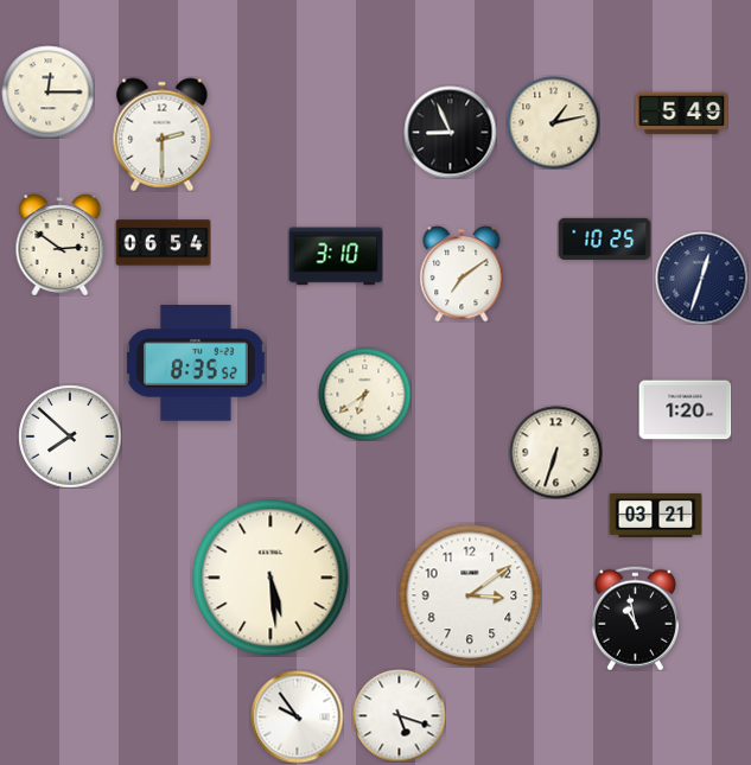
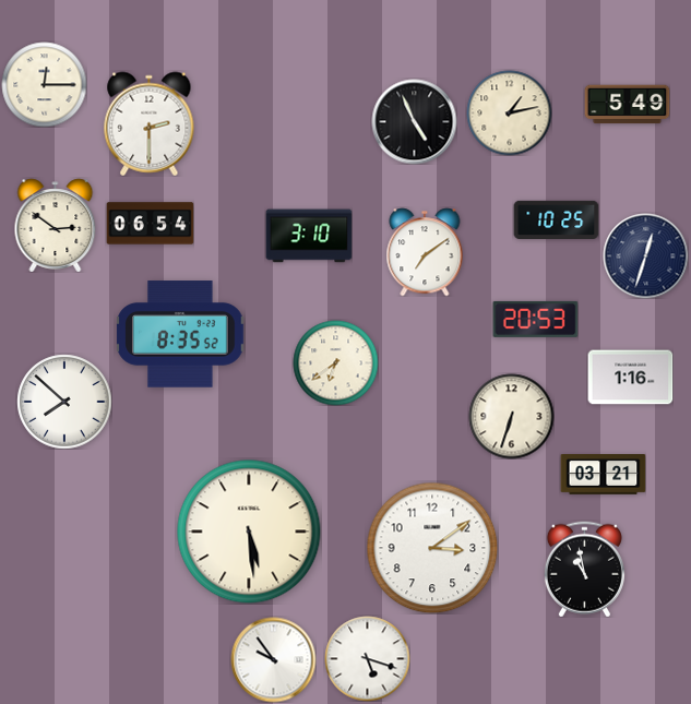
clock at (450, 132): 8:56 -> 4:56
clock at (535, 319): none -> 20:53
clock at (685, 410): 1:20 -> 1:16
